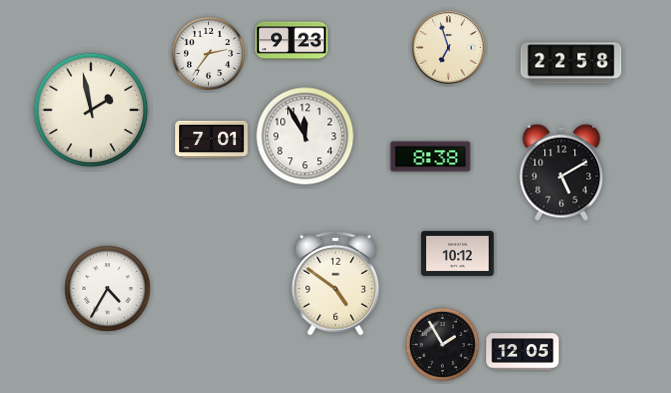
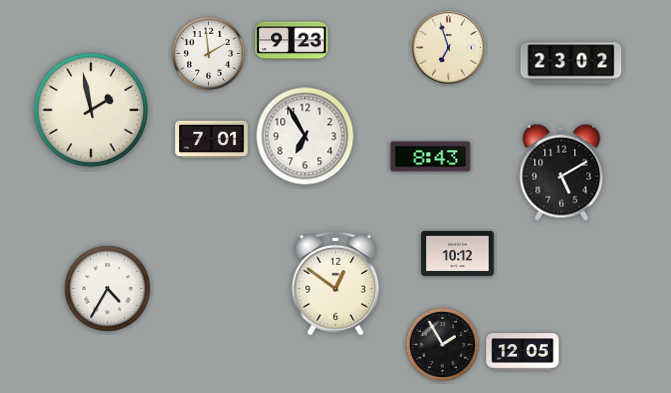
clock at (208, 53): 2:36 -> 1:59
clock at (571, 63): 22:58 -> 23:02
clock at (305, 136): 11:55 -> 6:55
clock at (431, 157): 8:38 -> 8:43
clock at (336, 283): 4:51 -> 12:51
